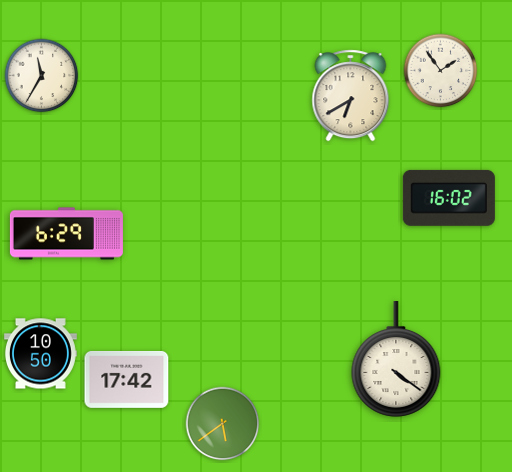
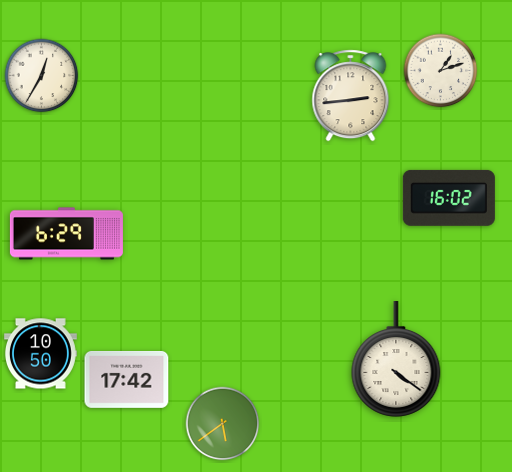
clock at (441, 71): 1:54 -> 1:12
clock at (42, 76): 11:35 -> 12:35
clock at (351, 96): 6:40 -> 2:44
